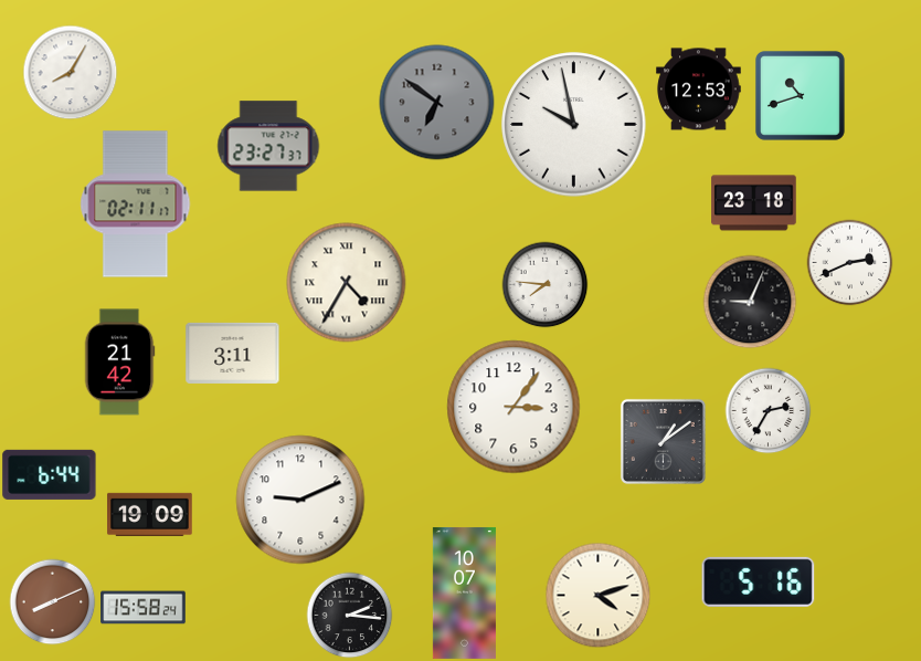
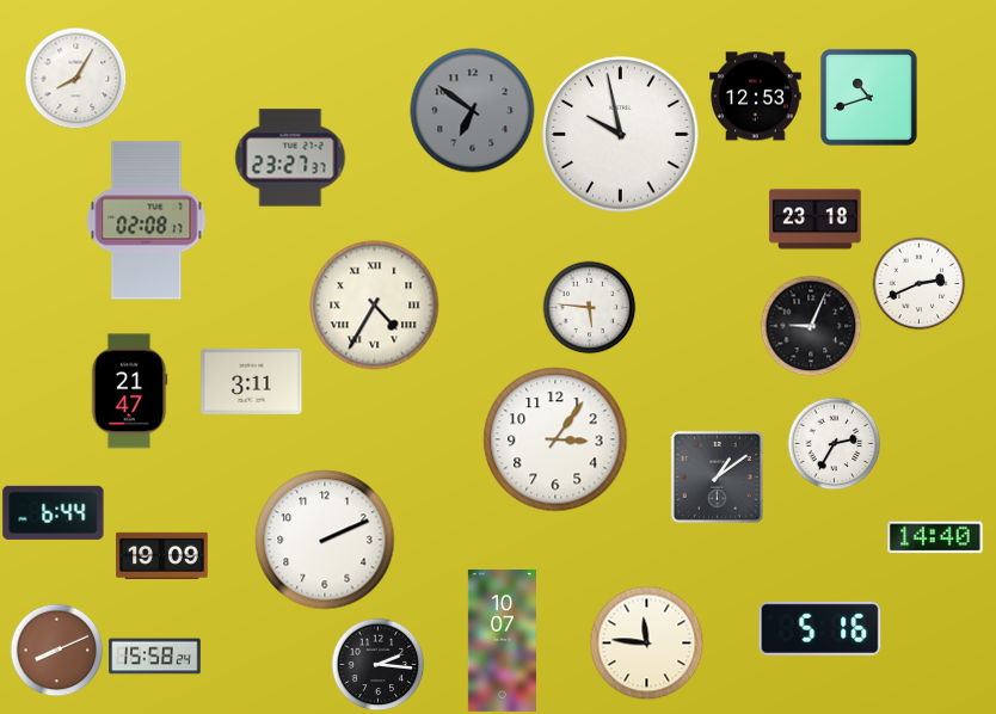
clock at (800, 95) position: (800, 95) -> (868, 97)
clock at (136, 204): 02:11 -> 02:08
clock at (544, 284): 7:46 -> 5:46
clock at (119, 363): 21:42 -> 21:47
clock at (767, 410) position: (767, 410) -> (834, 443)
clock at (935, 537): none -> 14:40
clock at (300, 500): 9:11 -> 2:11
clock at (597, 595): 4:12 -> 11:46
